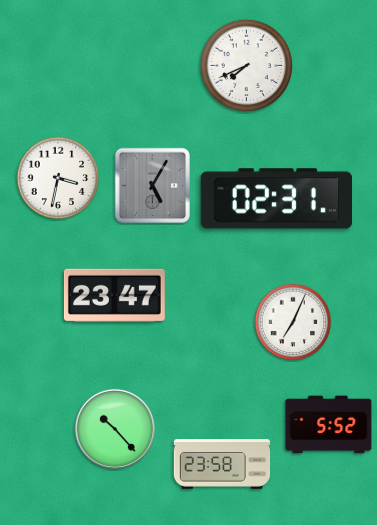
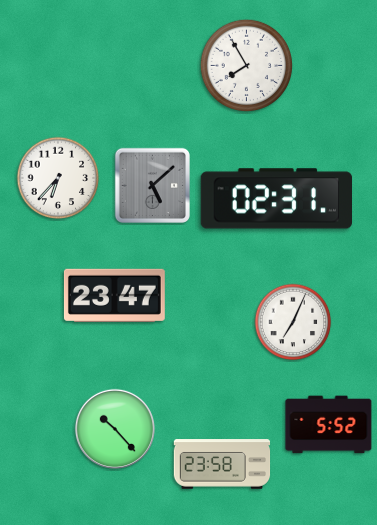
clock at (247, 66): 7:41 -> 7:55
clock at (58, 178): 3:32 -> 6:37
clock at (152, 185): 5:05 -> 5:08
